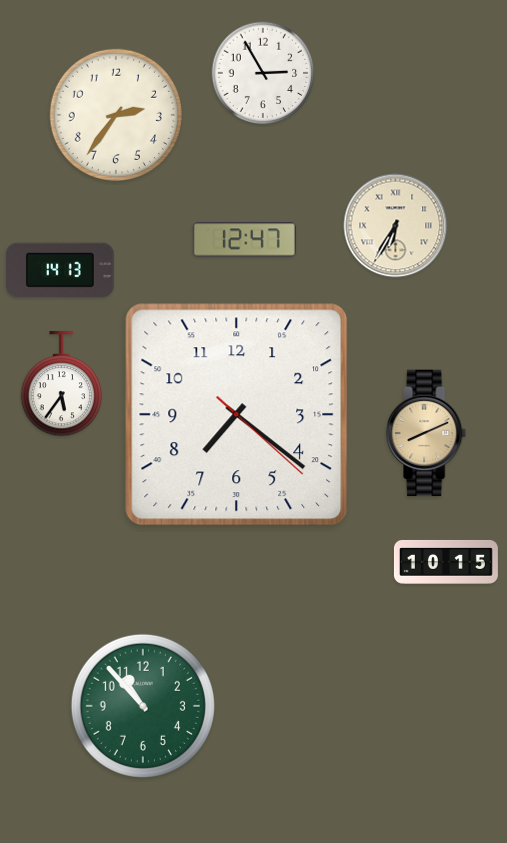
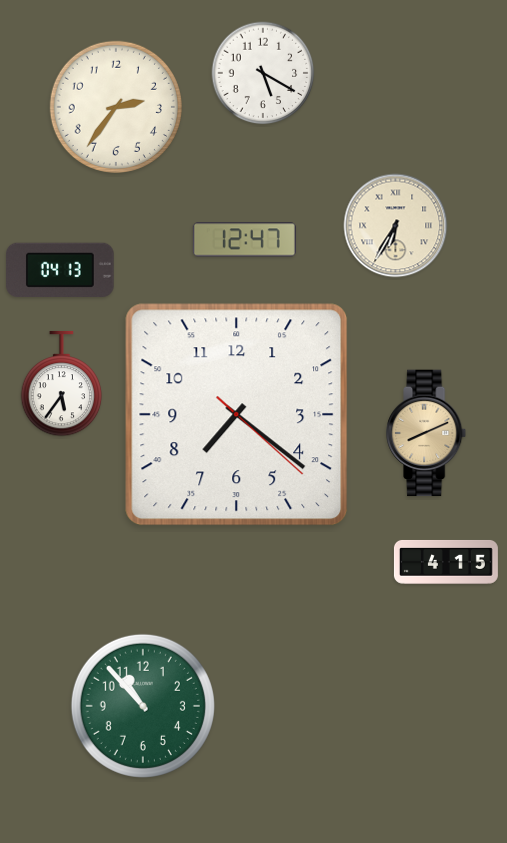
clock at (263, 73): 2:55 -> 5:20
clock at (116, 115) position: (116, 115) -> (116, 107)
clock at (60, 269): 14:13 -> 04:13
clock at (446, 562): 10:15 -> 4:15
